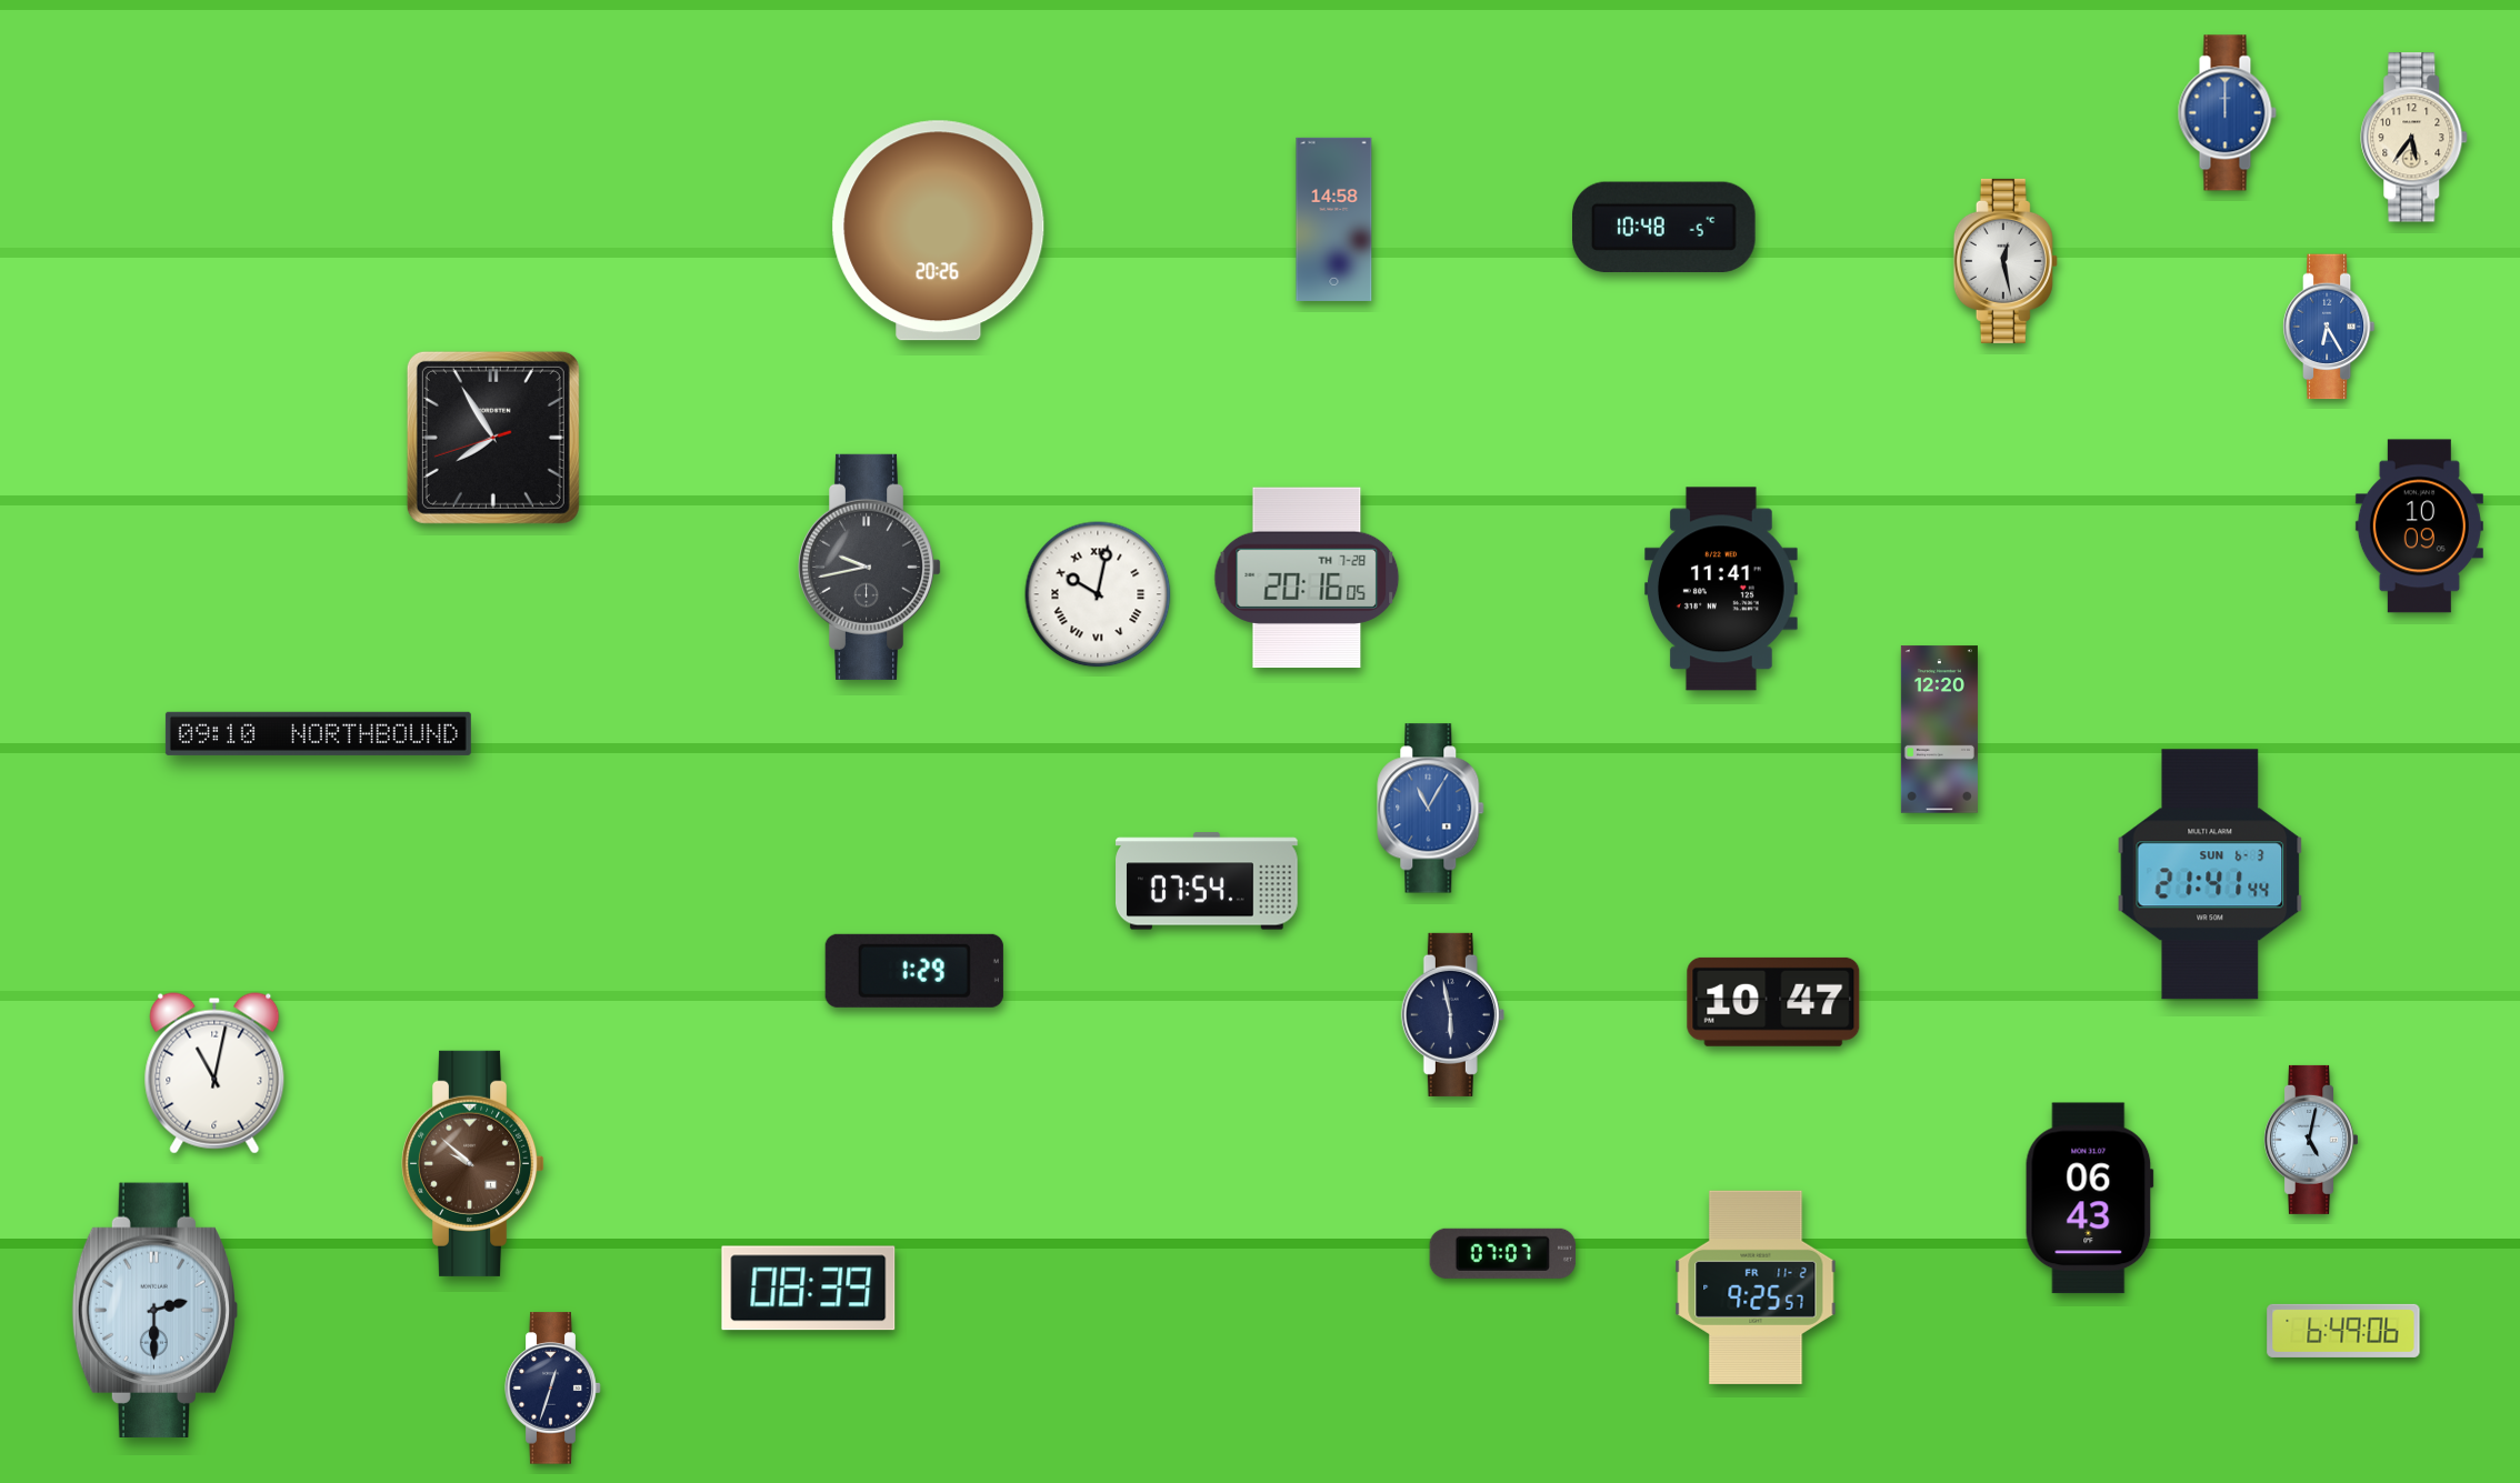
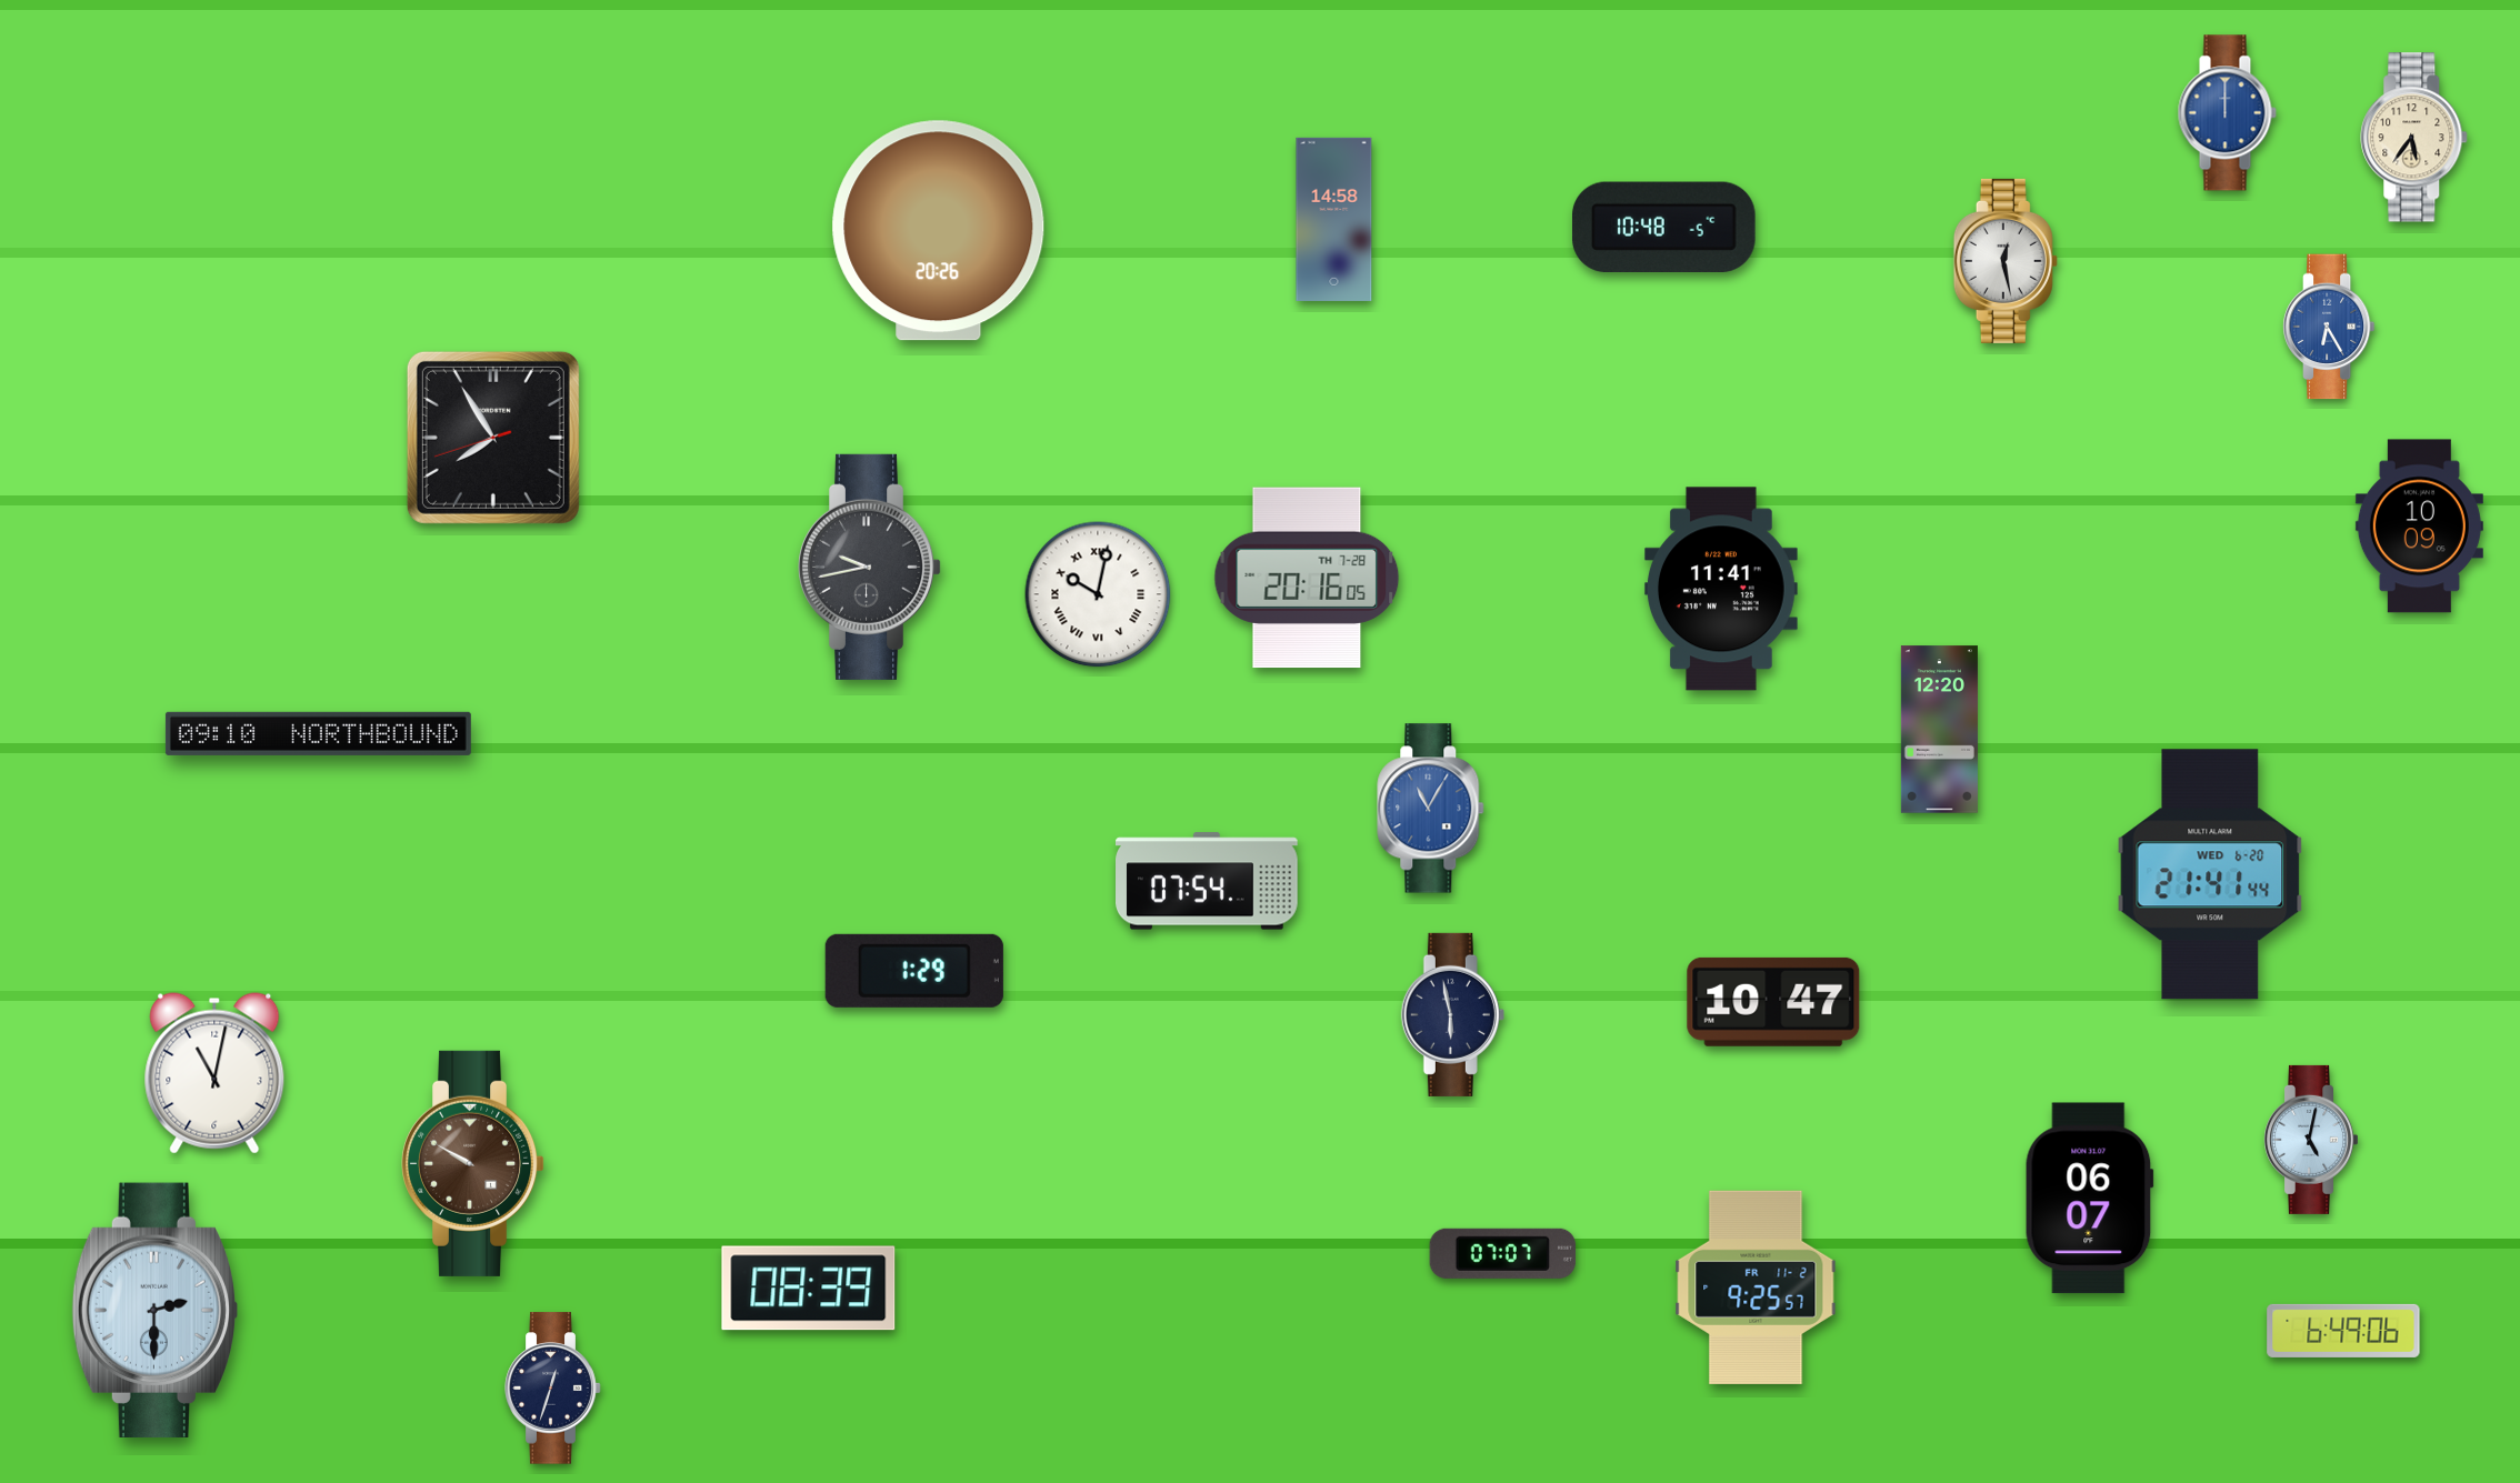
clock at (2210, 874) date: SUN 6-3 -> WED 6-20
clock at (474, 1163): 9:52 -> 9:50
clock at (2089, 1199): 06:43 -> 06:07
